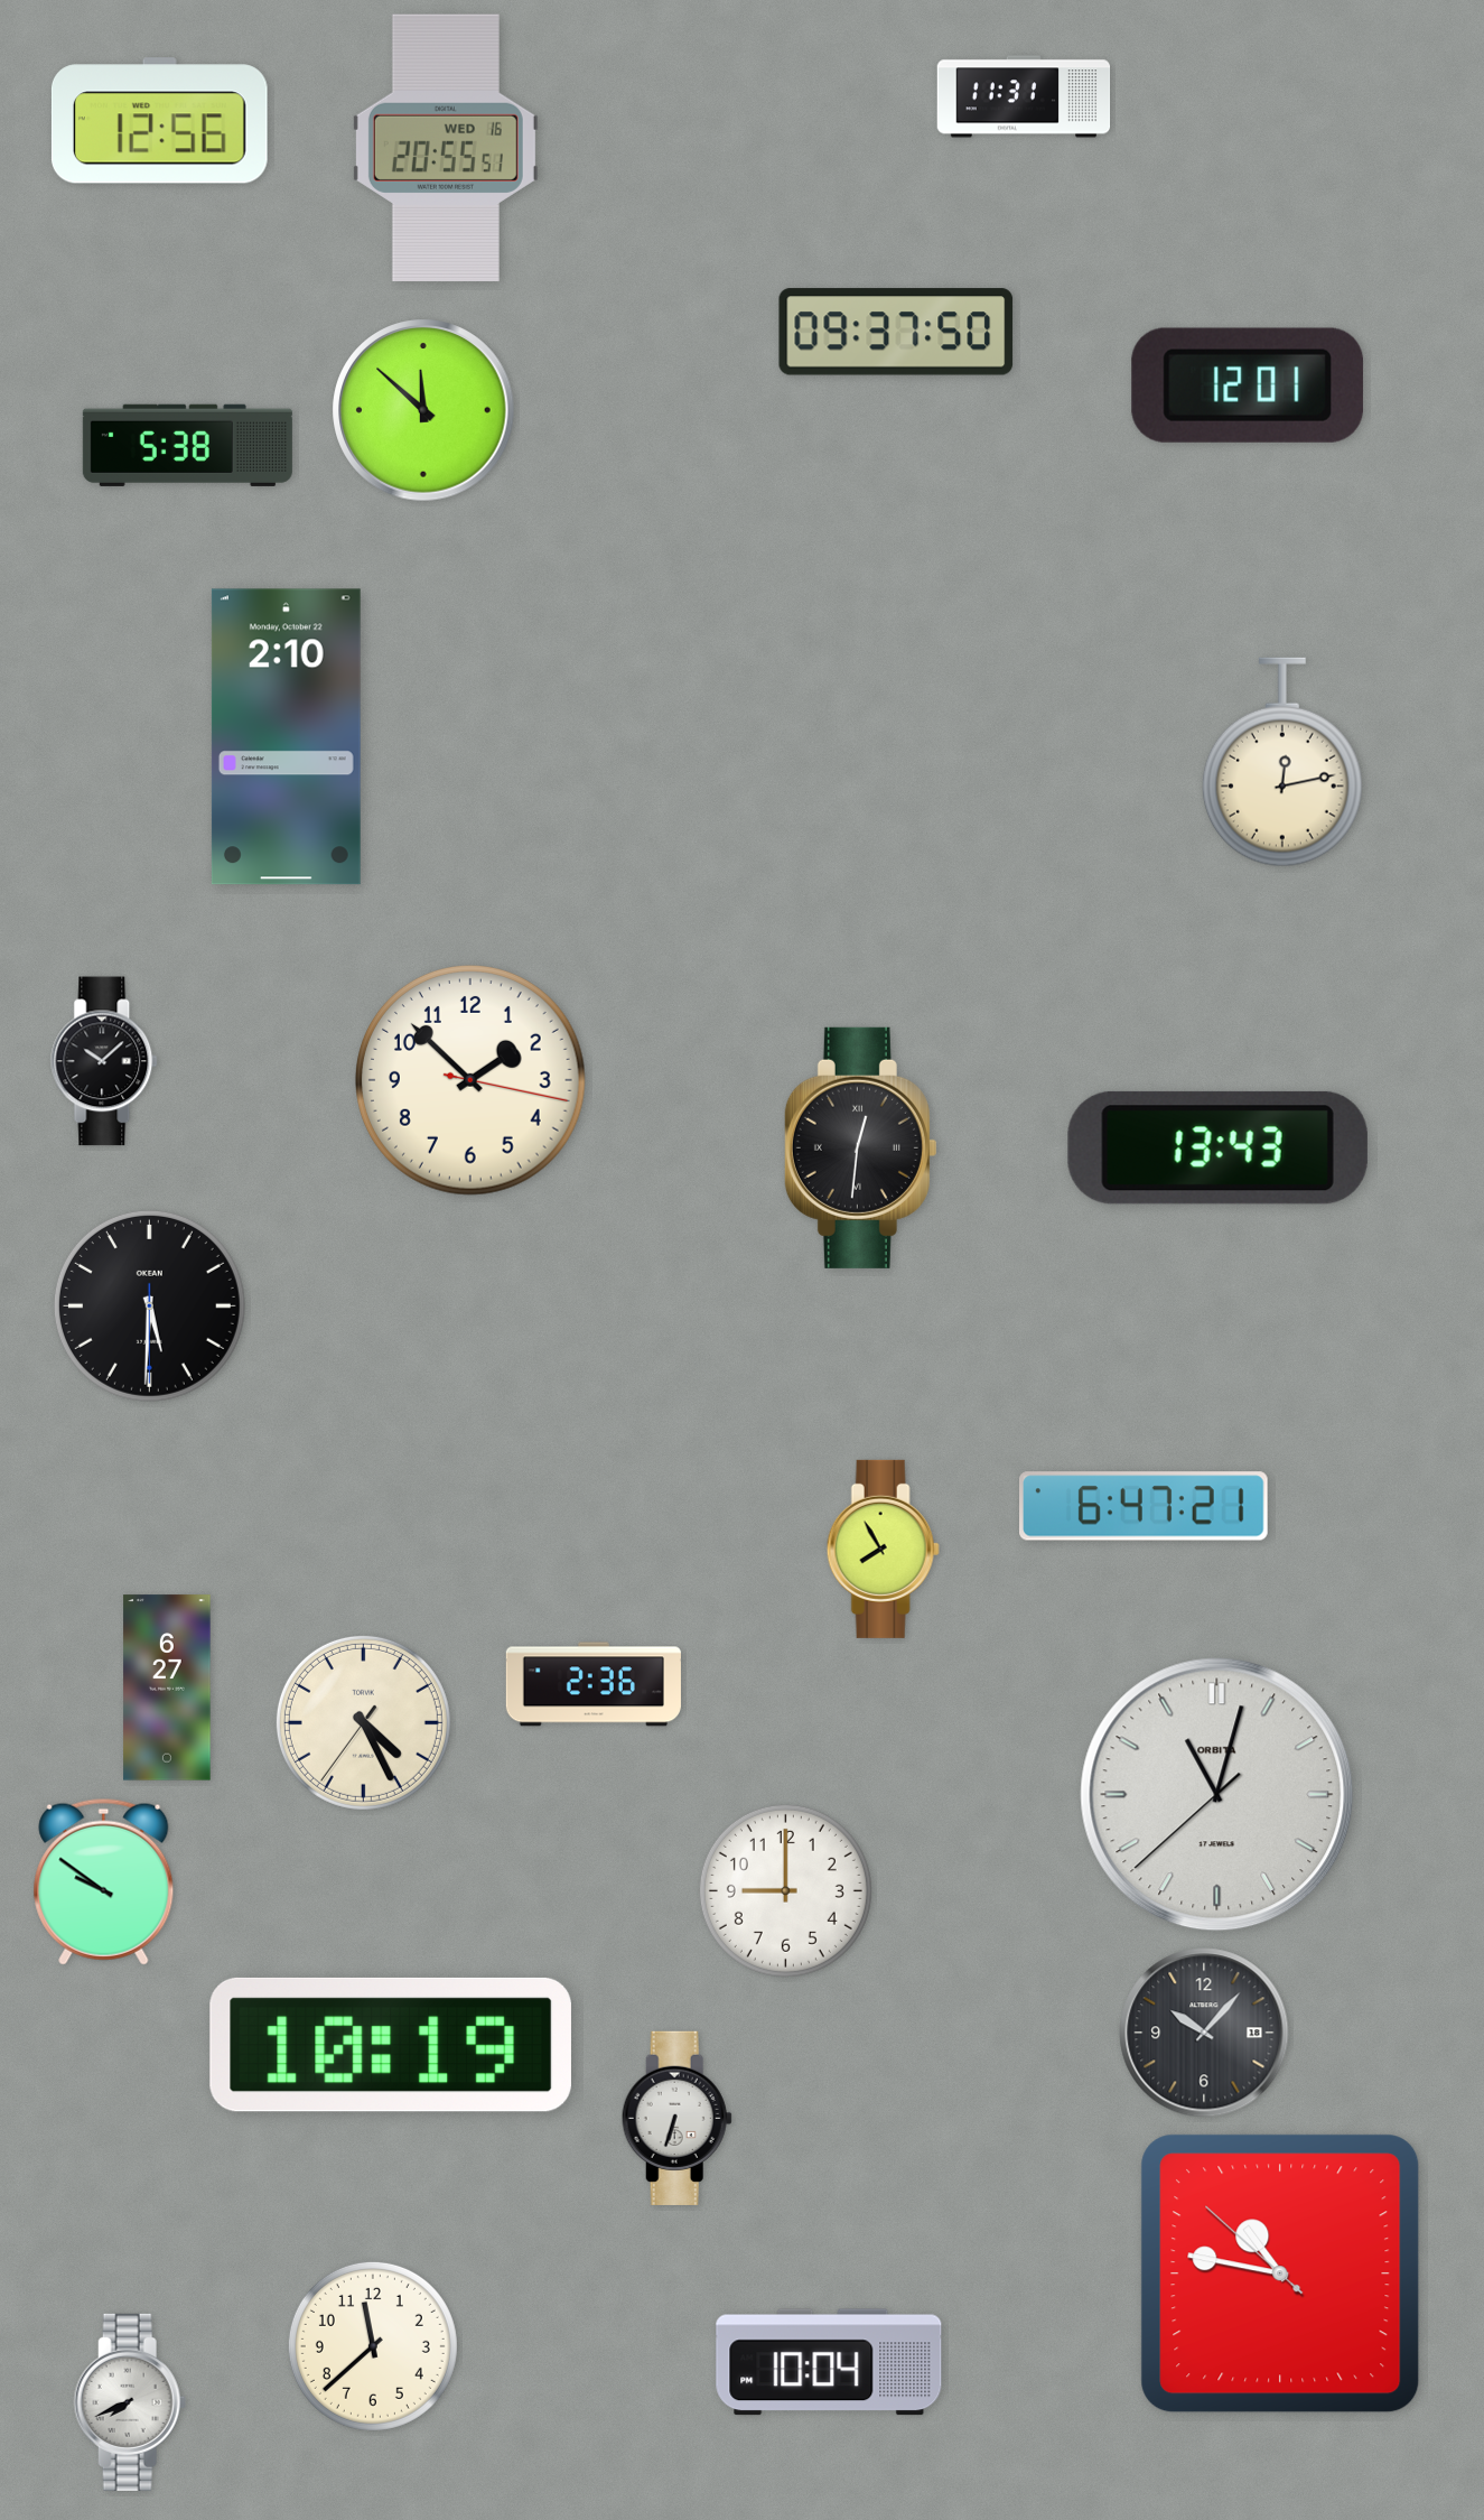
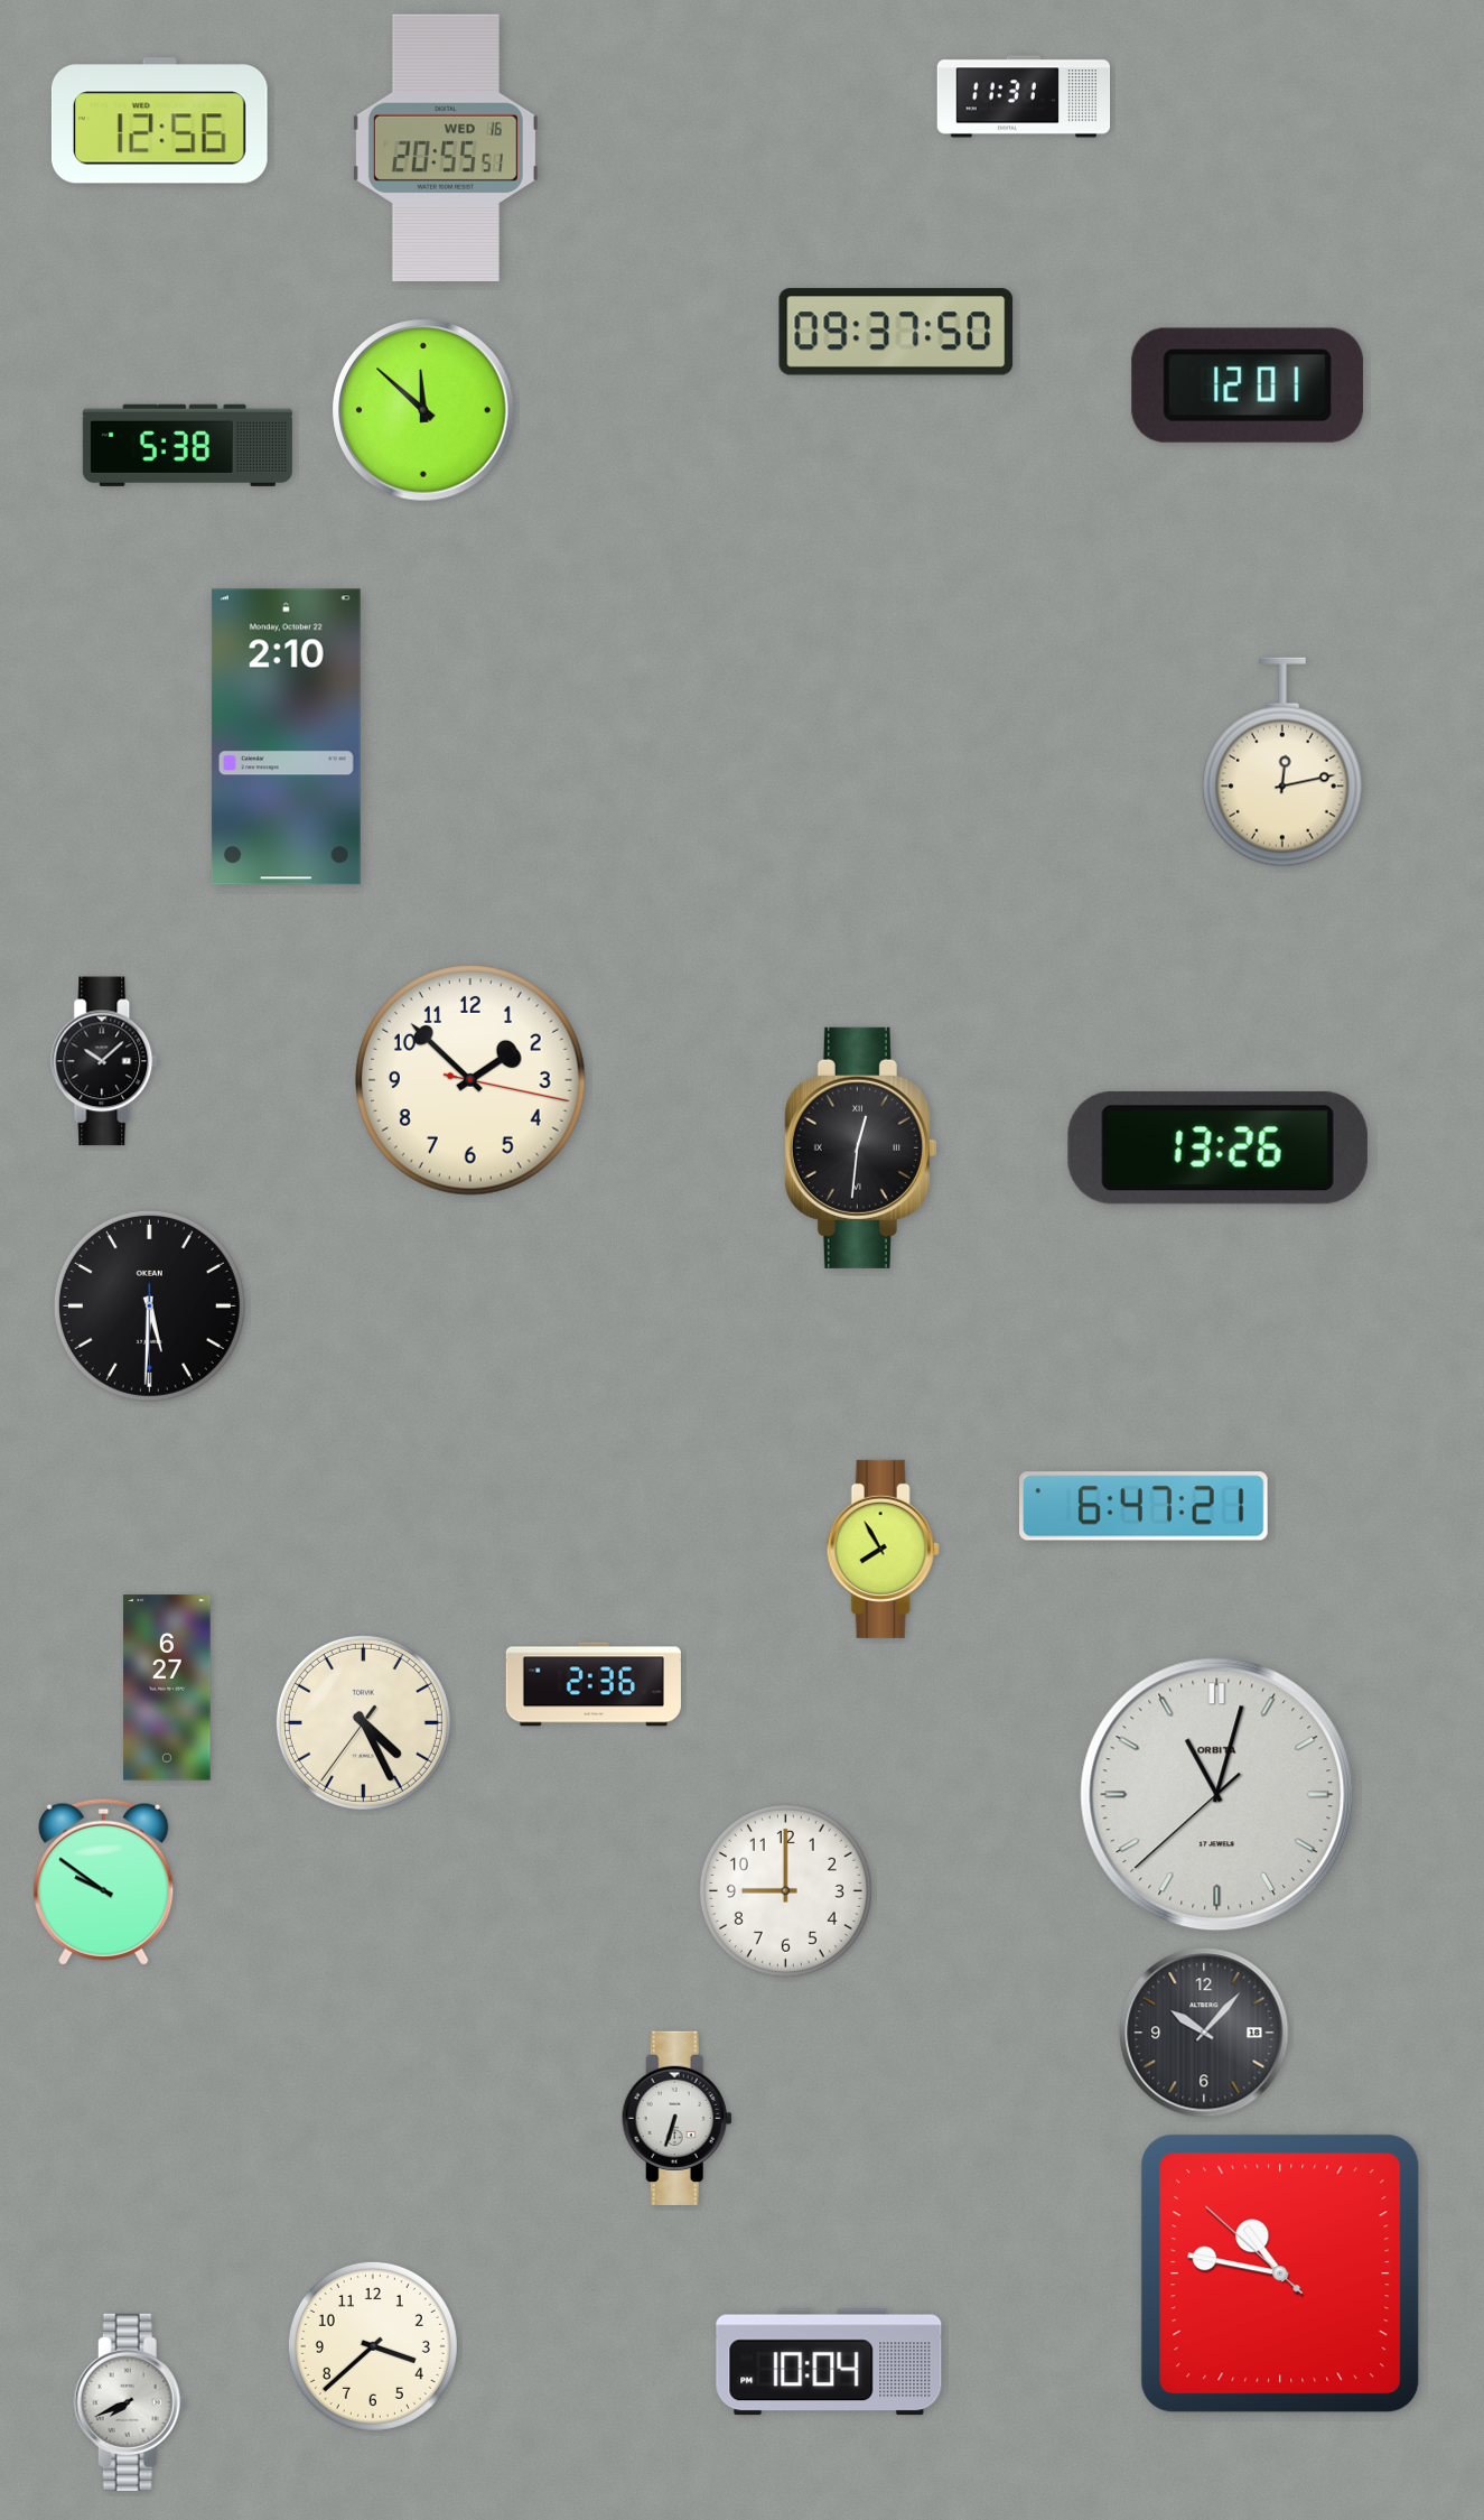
clock at (1217, 1147): 13:43 -> 13:26
clock at (391, 2045): 10:19 -> none
clock at (373, 2346): 11:38 -> 3:38
